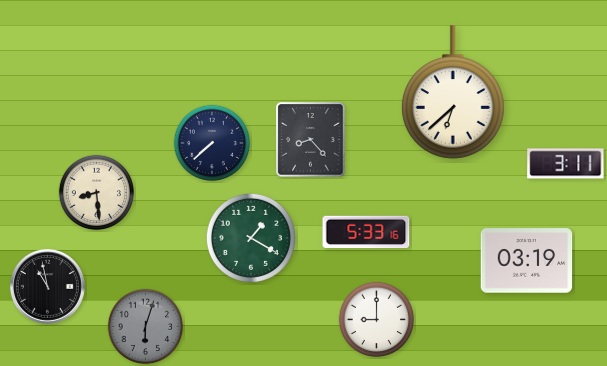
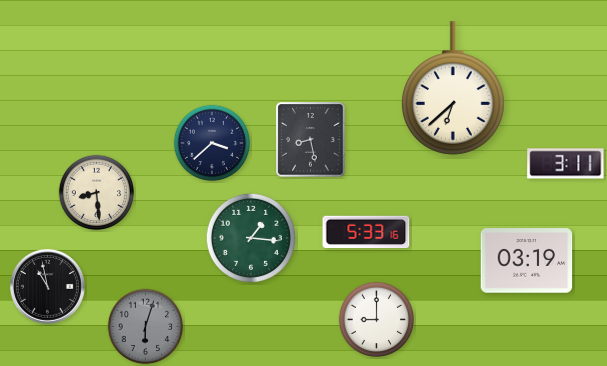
clock at (454, 92) position: (454, 92) -> (454, 88)
clock at (311, 140): 8:23 -> 8:28
clock at (212, 143): 7:38 -> 3:38
clock at (251, 238): 1:20 -> 1:16
